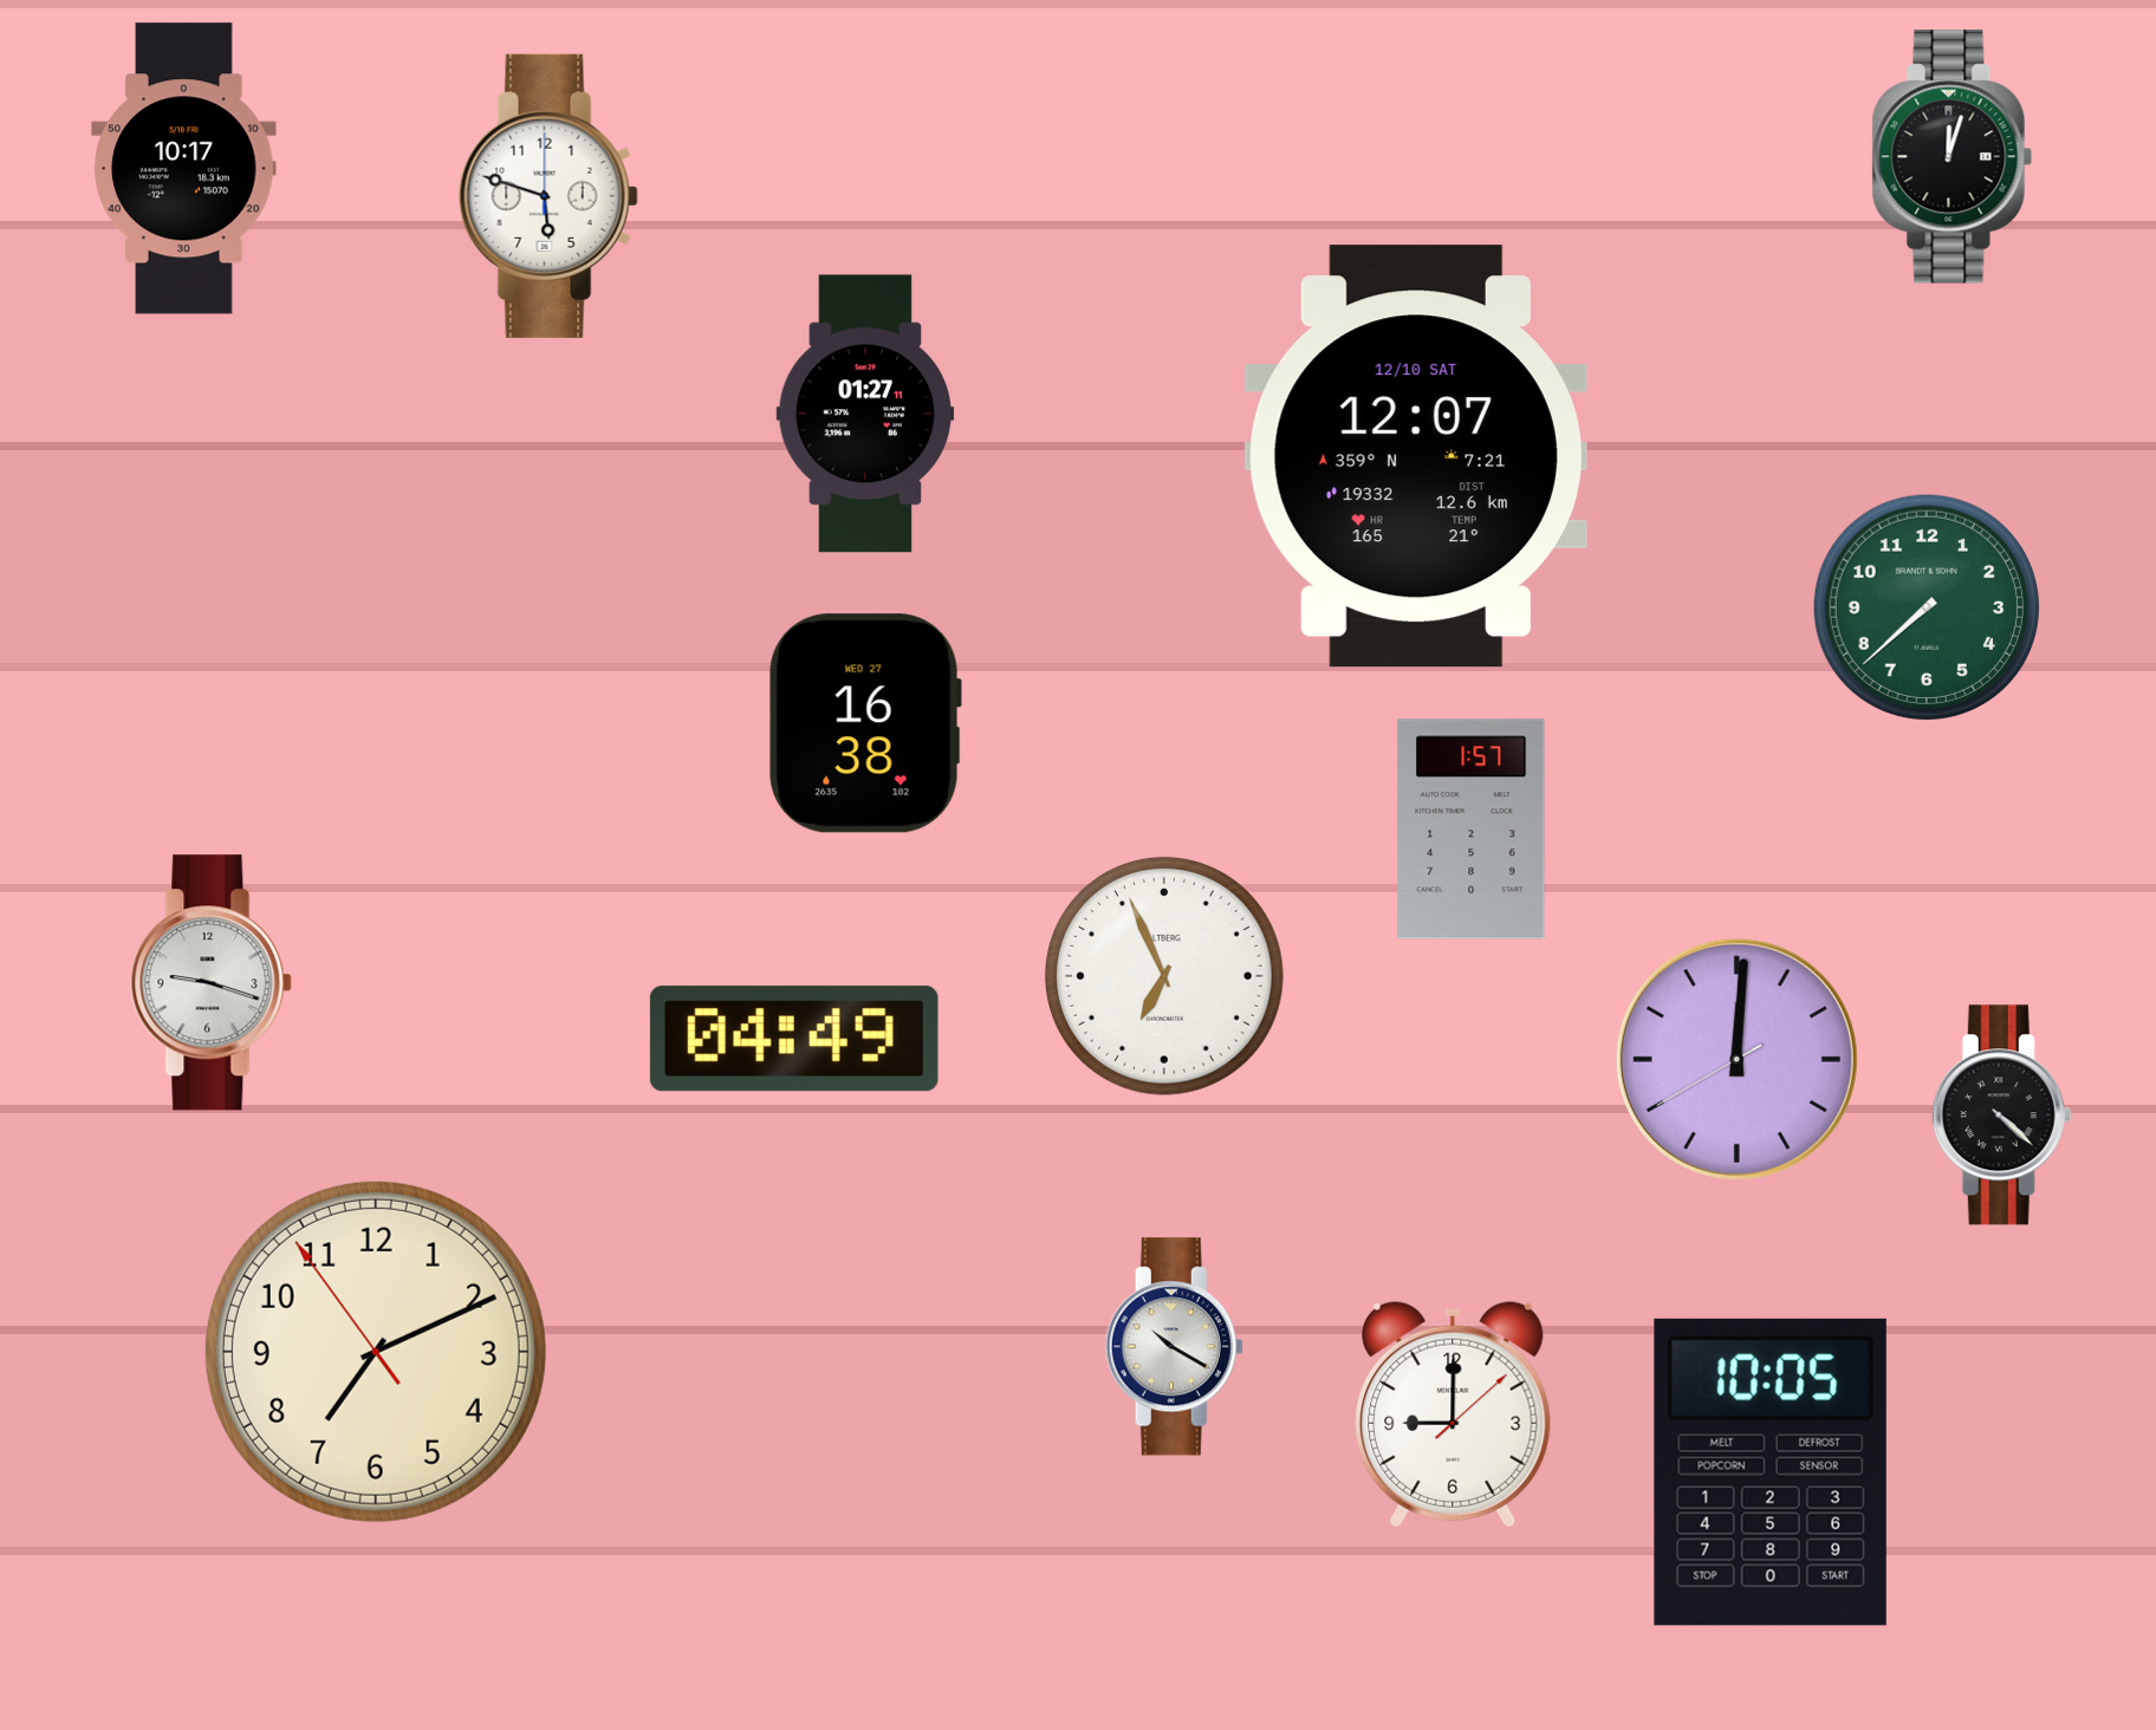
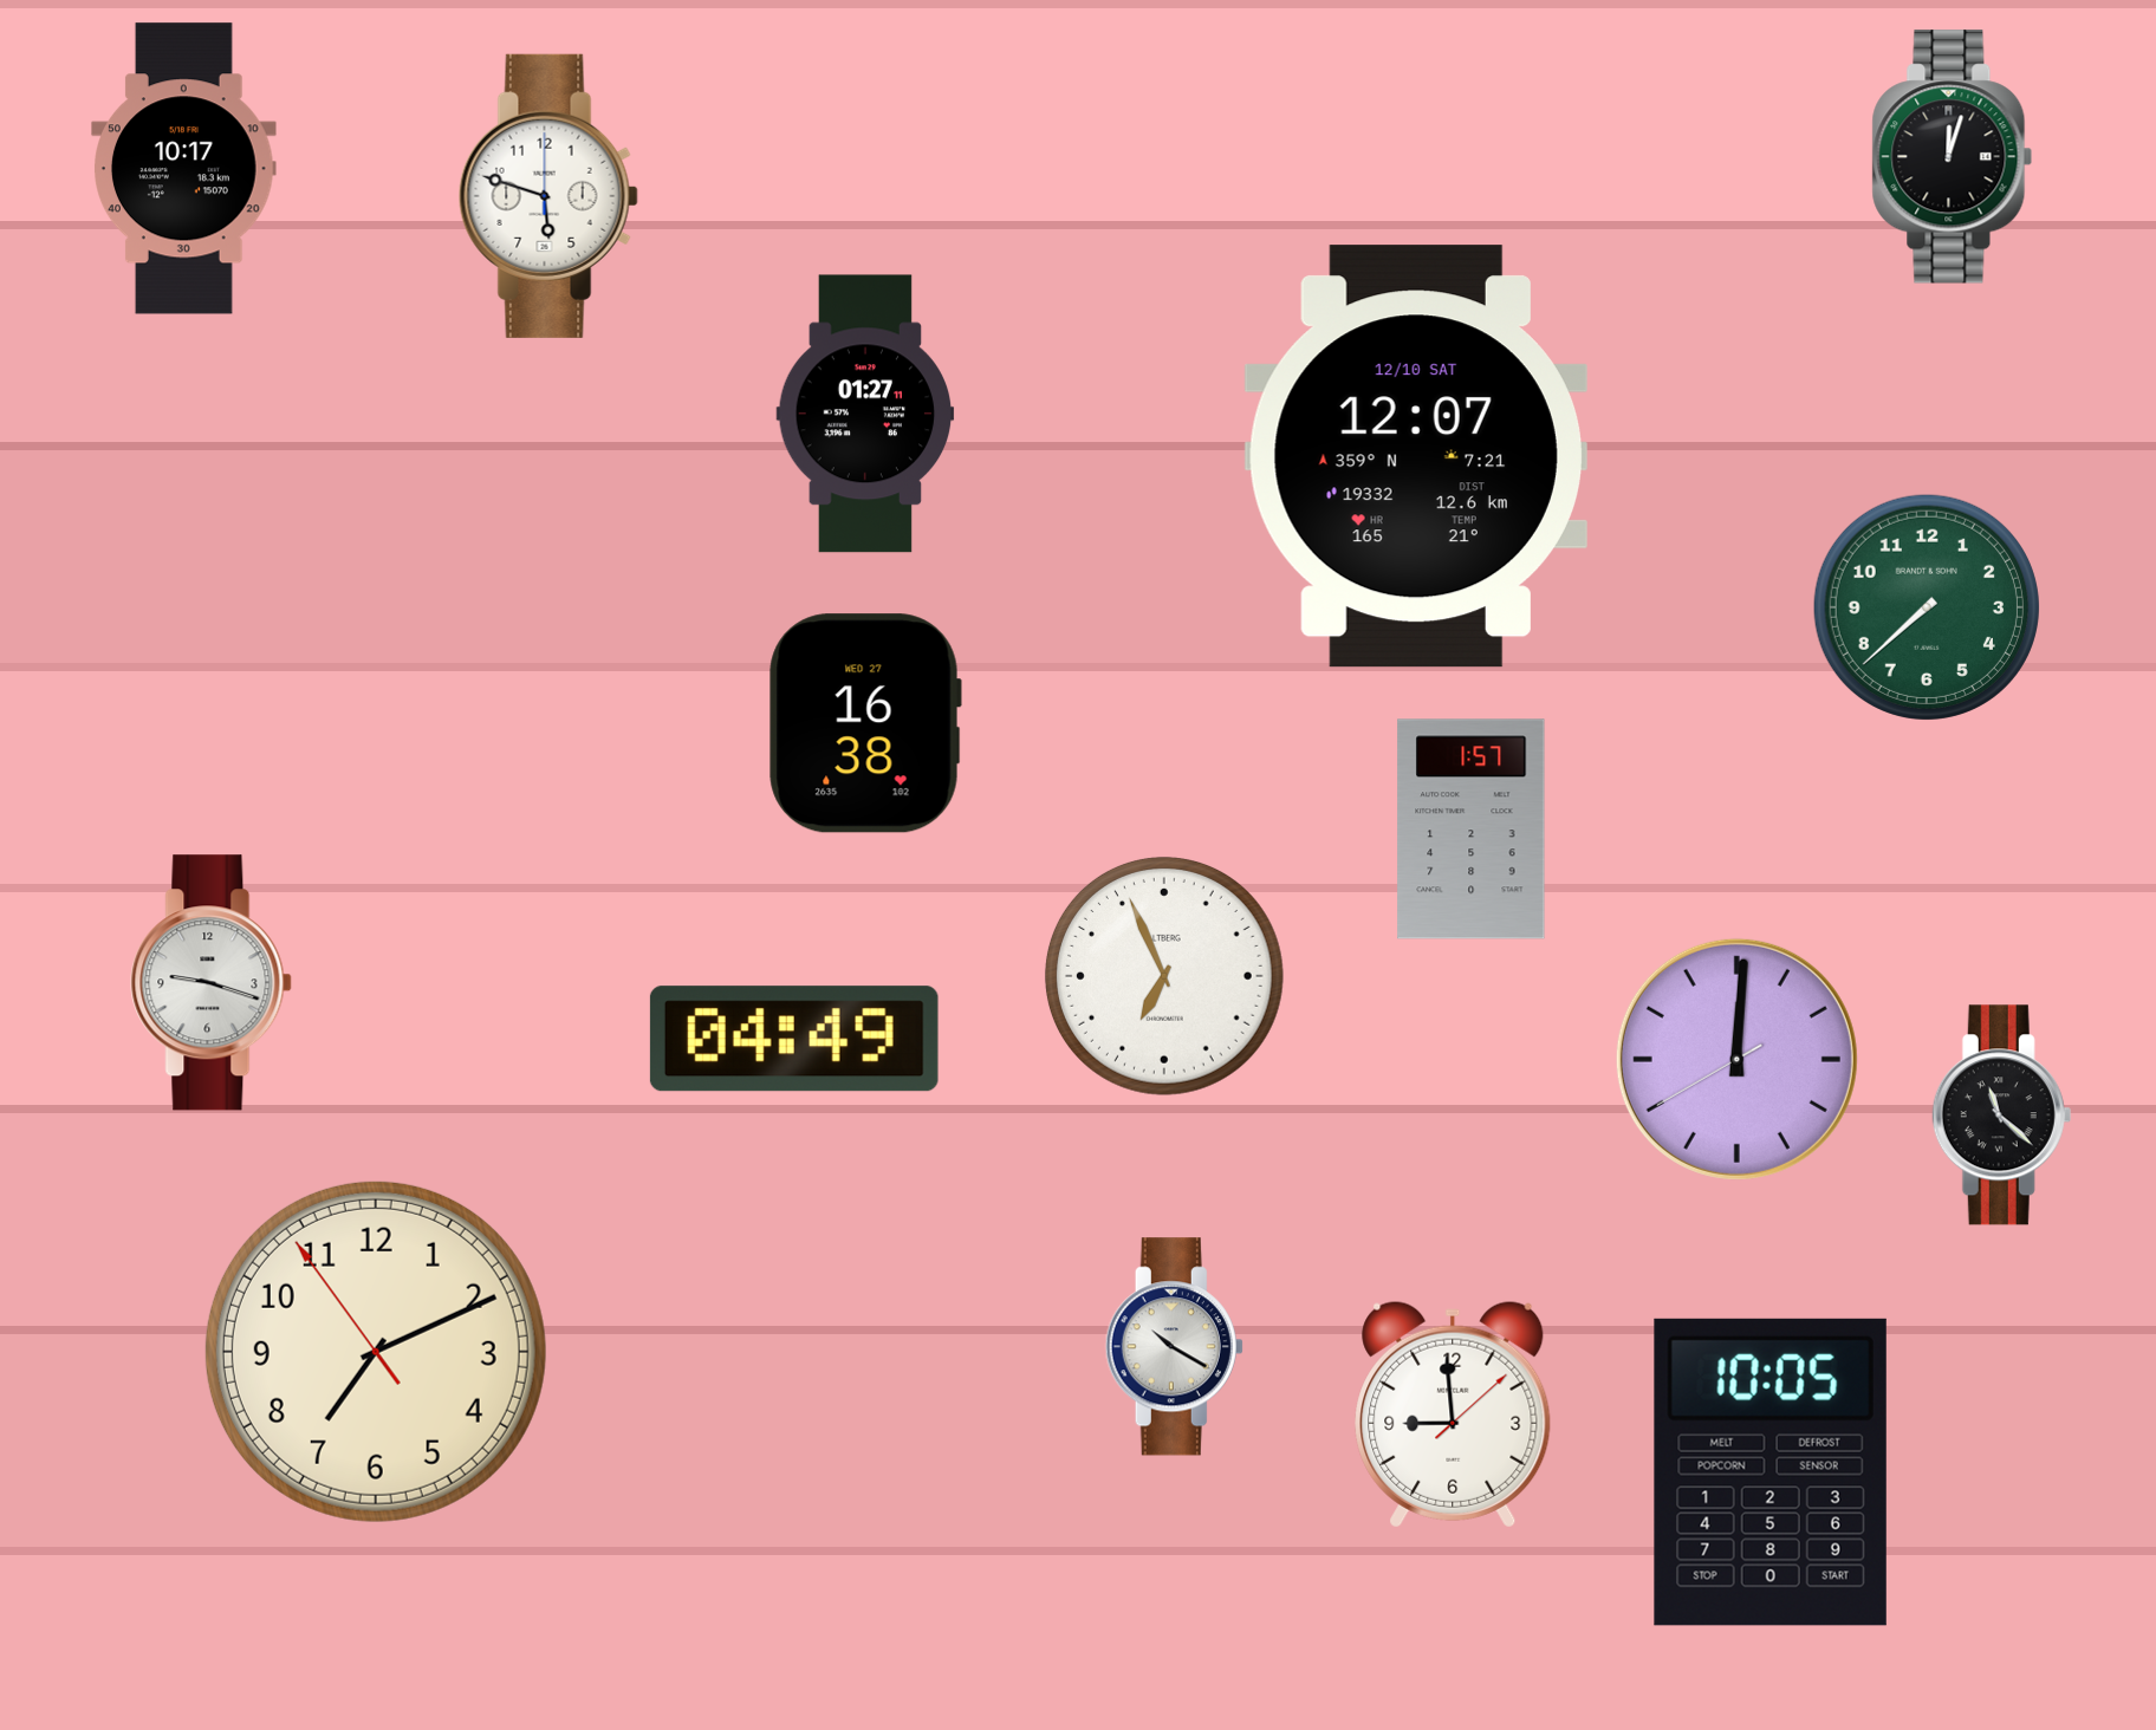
clock at (2002, 1116): 4:22 -> 11:22
clock at (1453, 1414): 9:00 -> 8:59
